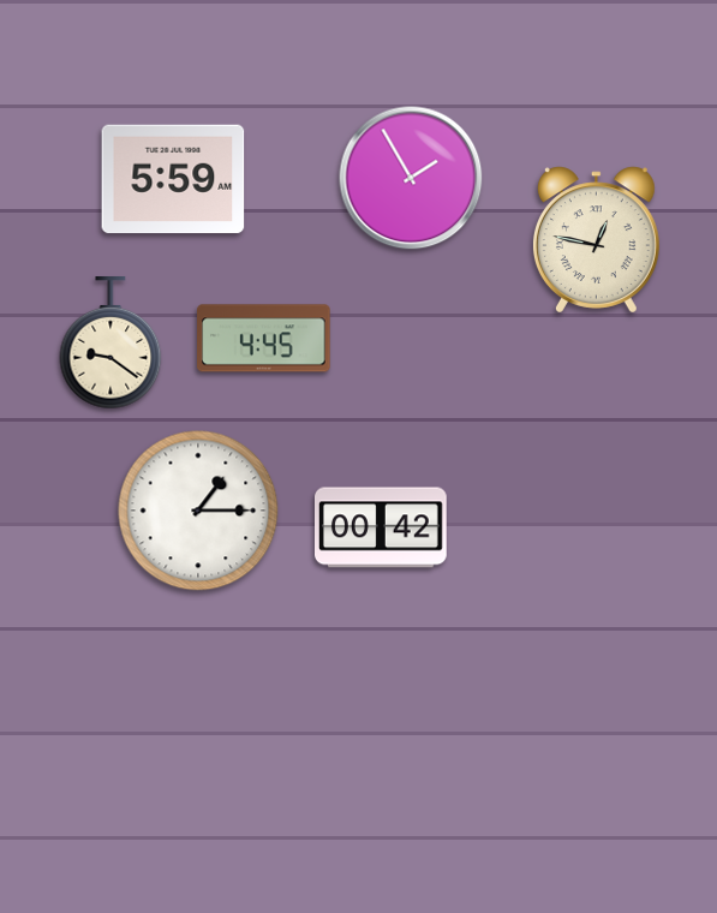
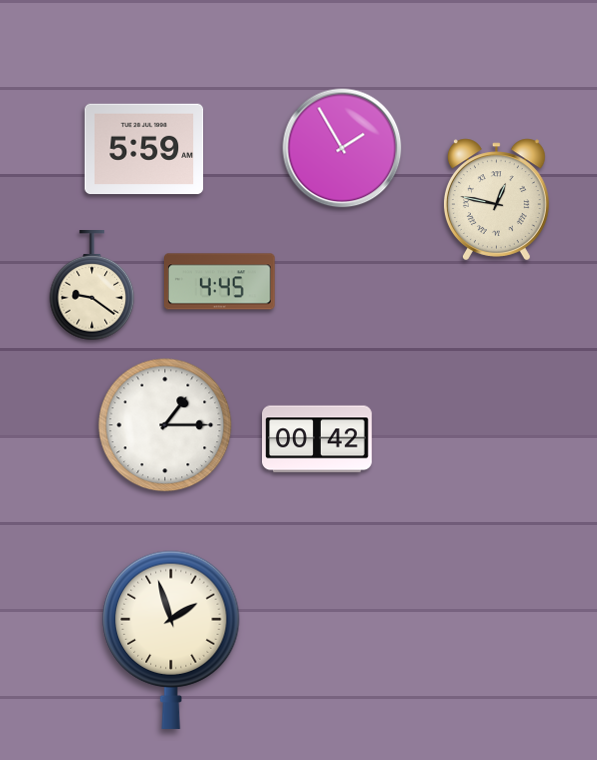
clock at (171, 640): none -> 1:57
